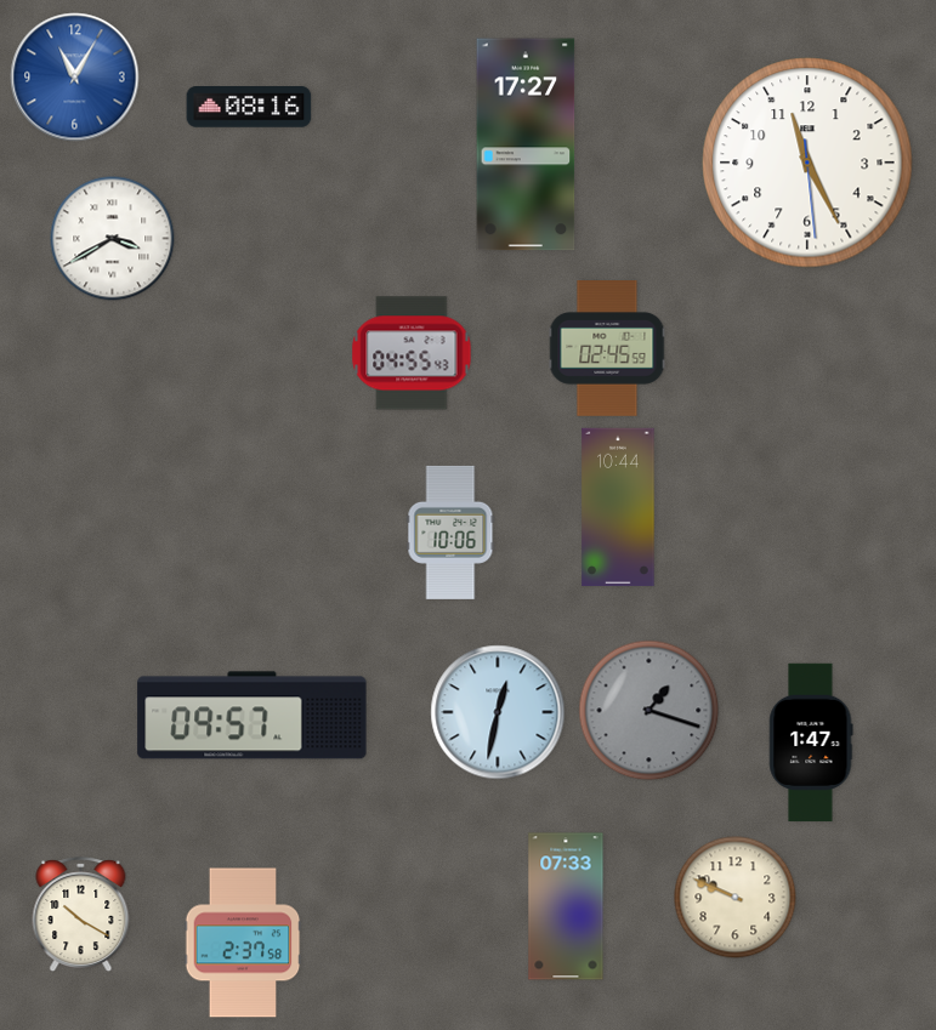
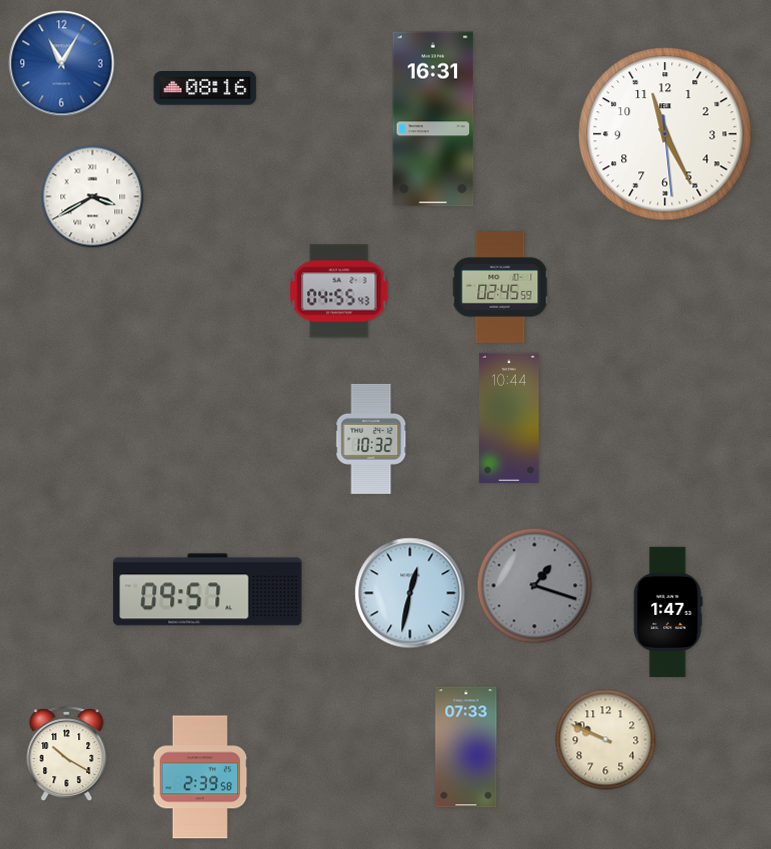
clock at (526, 144): 17:27 -> 16:31
clock at (450, 533): 10:06 -> 10:32
clock at (498, 712) position: (498, 712) -> (410, 593)
clock at (243, 943): 2:37 -> 2:39
